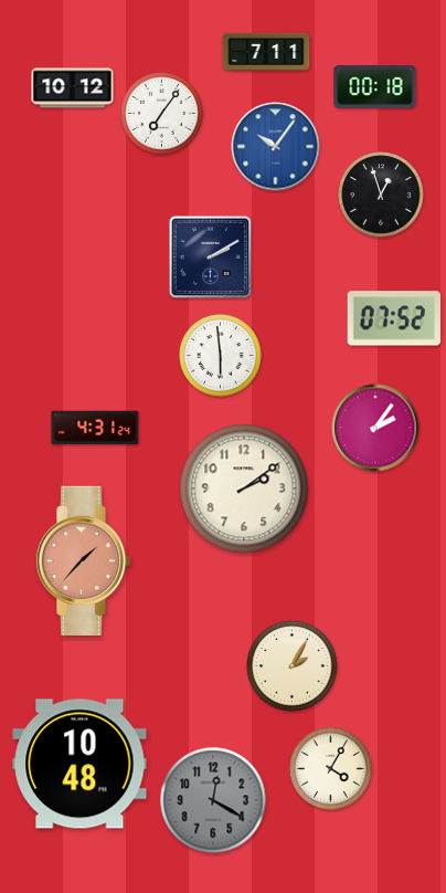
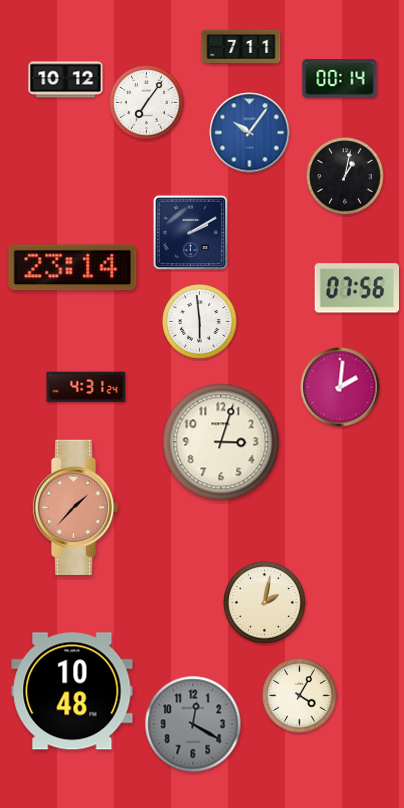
clock at (375, 87): 00:18 -> 00:14
clock at (381, 195): 12:57 -> 1:02
clock at (73, 268): none -> 23:14
clock at (394, 318): 07:52 -> 07:56
clock at (375, 428): 2:06 -> 2:01
clock at (244, 488): 2:09 -> 3:03
clock at (293, 666): 2:05 -> 2:02
